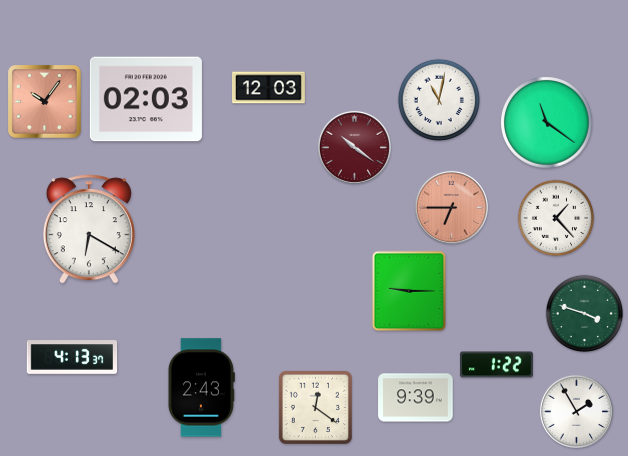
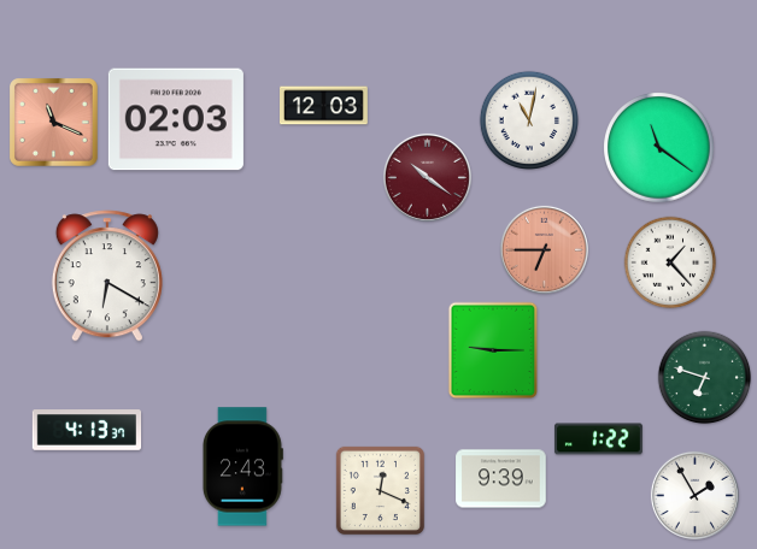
clock at (45, 102): 10:06 -> 11:19
clock at (585, 314): 3:48 -> 6:48
clock at (315, 407): 12:21 -> 12:19
